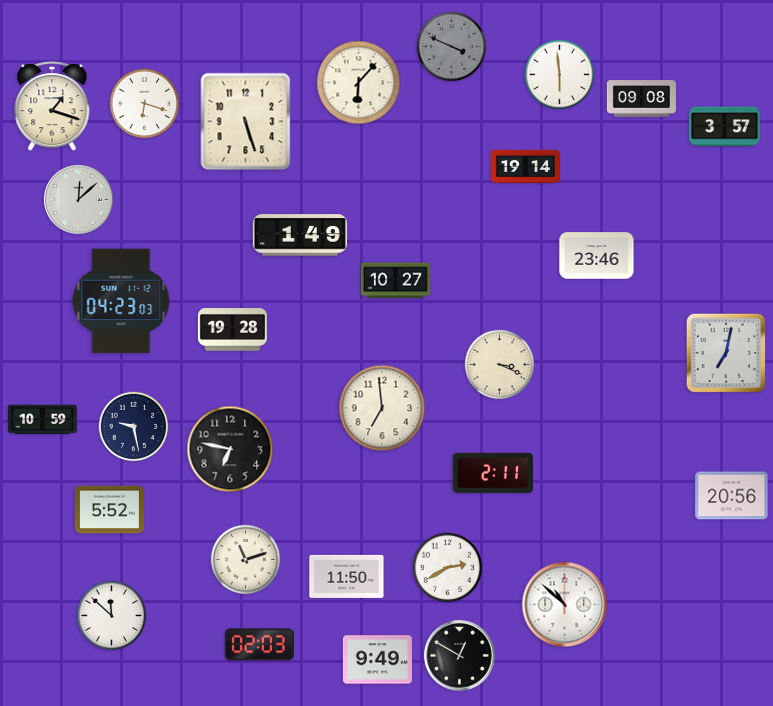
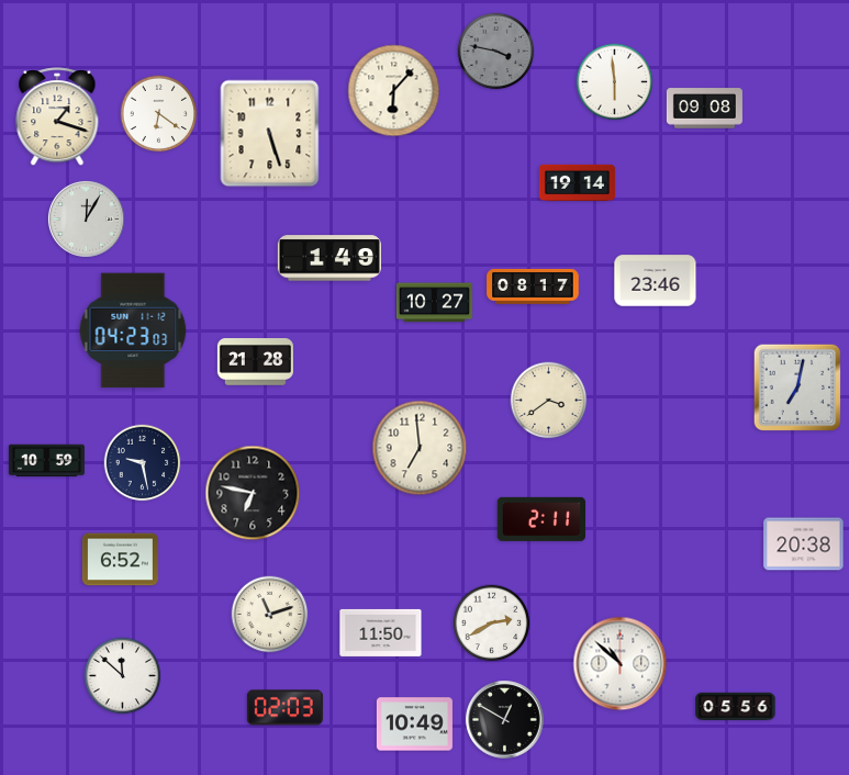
clock at (452, 47): 3:49 -> 3:47
clock at (145, 104): 6:18 -> 6:21
clock at (725, 127): 3:57 -> none
clock at (78, 199): 12:08 -> 12:05
clock at (533, 287): none -> 08:17
clock at (395, 281) position: (395, 281) -> (434, 303)
clock at (232, 330): 19:28 -> 21:28
clock at (500, 365): 3:19 -> 3:39
clock at (134, 427) position: (134, 427) -> (143, 463)
clock at (732, 496): 20:56 -> 20:38
clock at (109, 510): 5:52 -> 6:52
clock at (736, 706): none -> 05:56
clock at (377, 660): 9:49 -> 10:49
